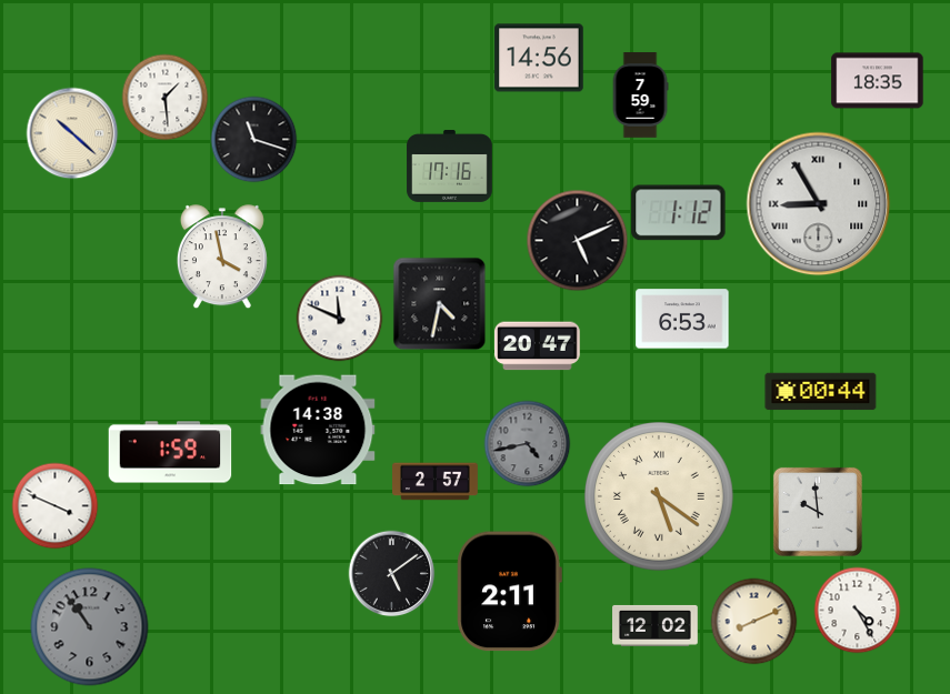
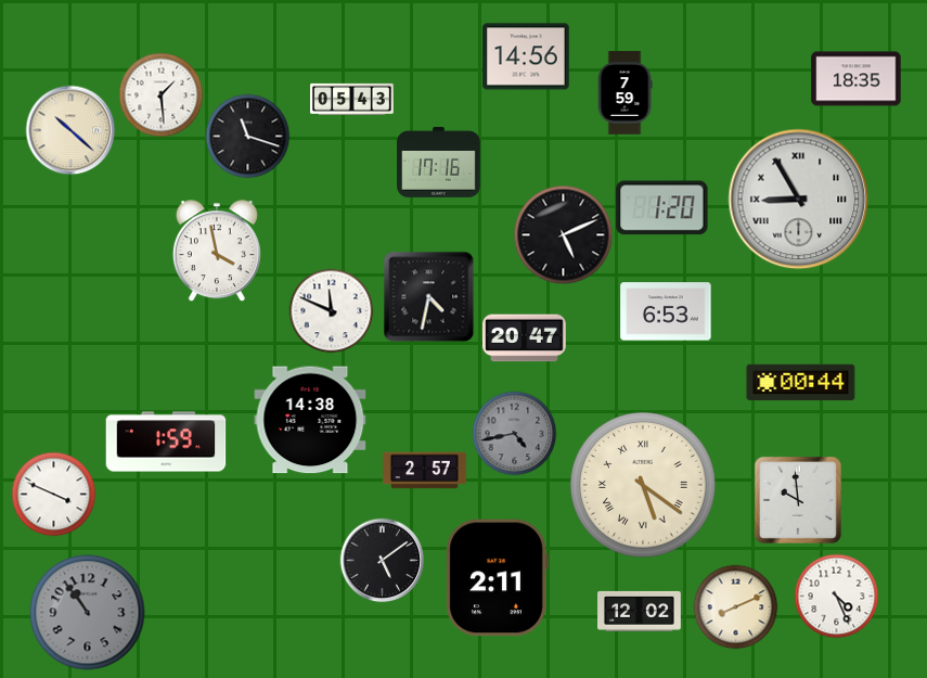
clock at (352, 99): none -> 05:43
clock at (679, 213): 1:12 -> 1:20
clock at (857, 610): 4:25 -> 4:26
